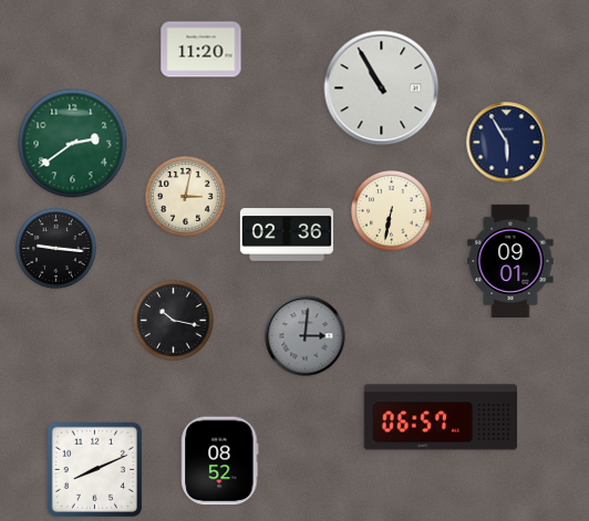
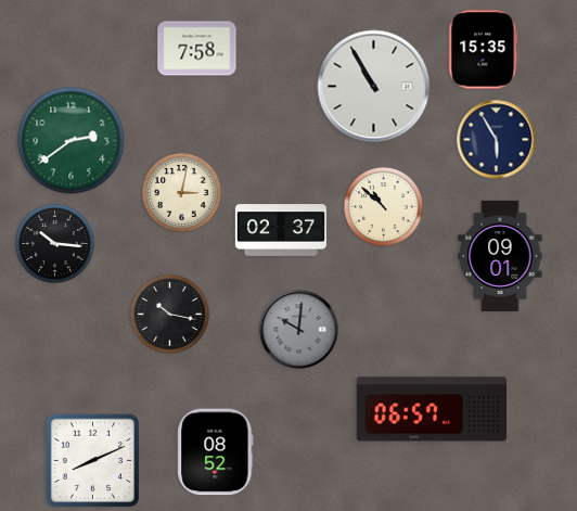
clock at (201, 50): 11:20 -> 7:58
clock at (484, 50): none -> 15:35
clock at (392, 211): 6:32 -> 10:52
clock at (287, 235): 02:36 -> 02:37
clock at (56, 249): 9:16 -> 10:16
clock at (306, 336): 3:01 -> 10:01
